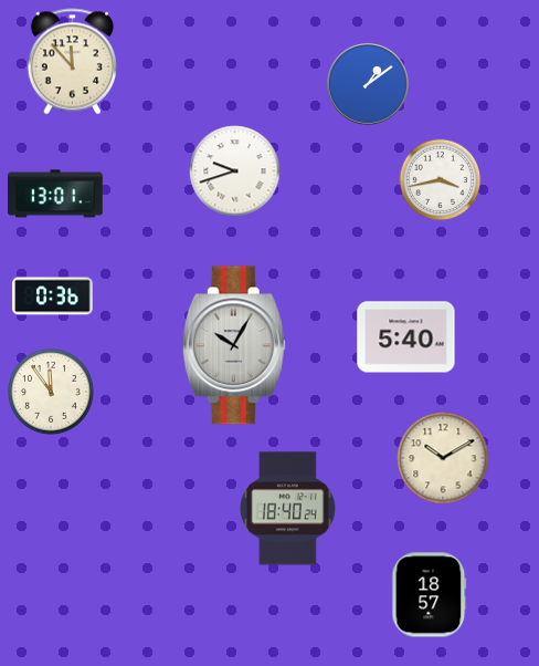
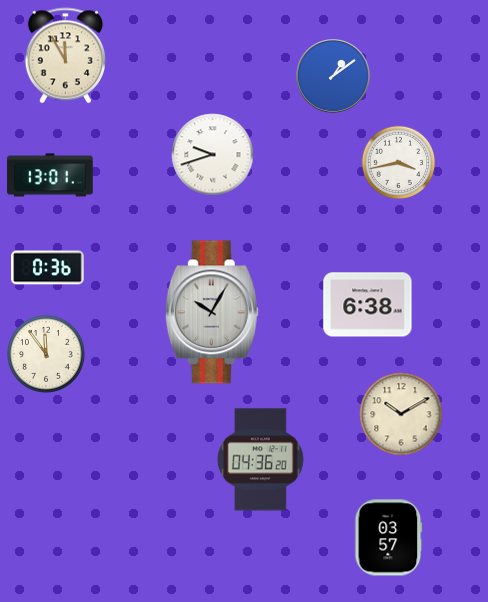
clock at (72, 62): 11:53 -> 11:55
clock at (406, 337): 5:40 -> 6:38
clock at (287, 509): 18:40 -> 04:36
clock at (430, 595): 18:57 -> 03:57
